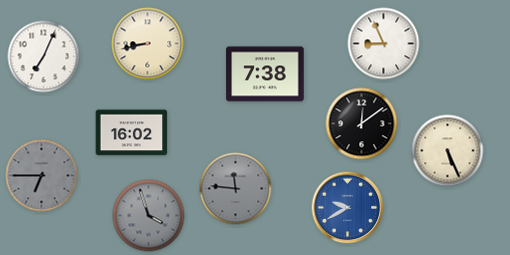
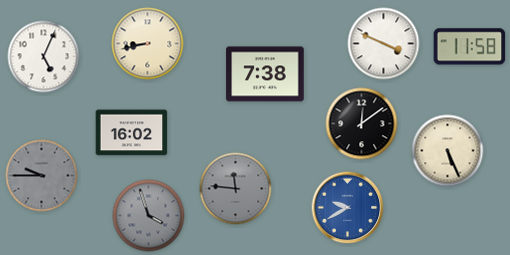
clock at (384, 44): 8:56 -> 3:49
clock at (470, 47): none -> 11:58
clock at (44, 57): 7:04 -> 5:04
clock at (42, 176): 6:45 -> 9:45
